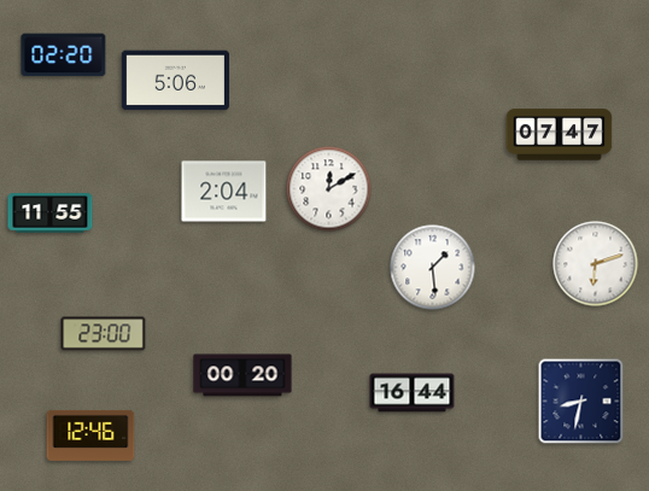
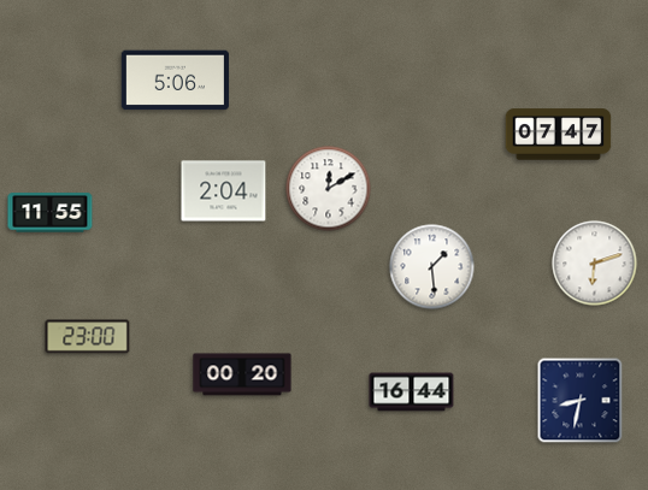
clock at (64, 55): 02:20 -> none
clock at (104, 334) position: (104, 334) -> (88, 337)
clock at (90, 436): 12:46 -> none
